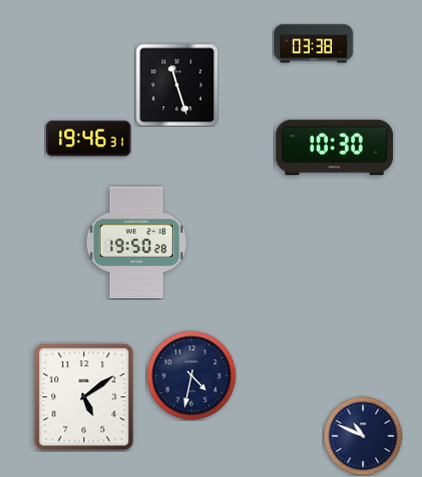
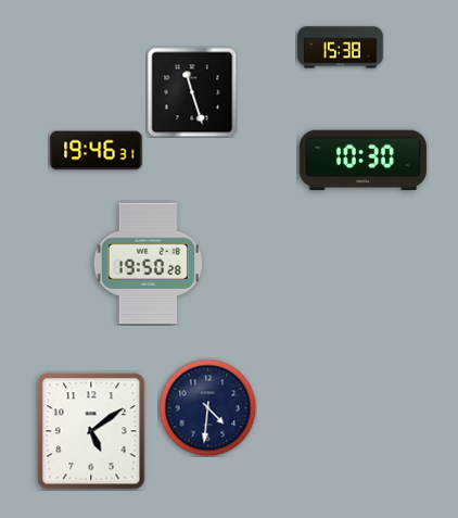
clock at (314, 44): 03:38 -> 15:38
clock at (191, 375): 4:32 -> 4:31
clock at (363, 436): 10:49 -> none
